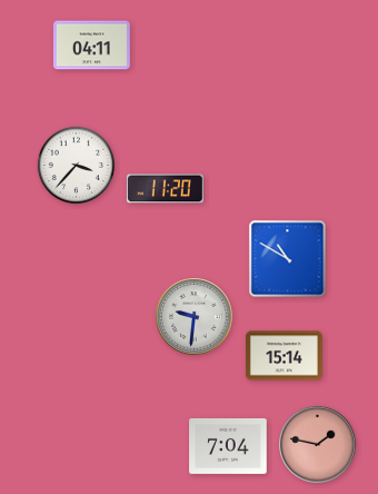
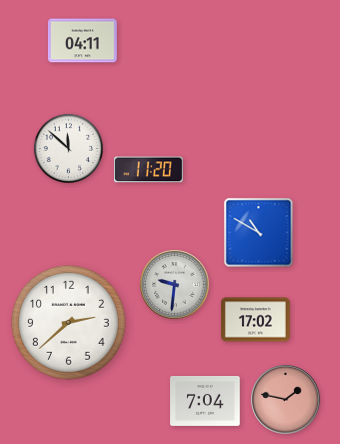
clock at (76, 165): 3:37 -> 11:52
clock at (283, 356): 15:14 -> 17:02
clock at (69, 323): none -> 2:38
